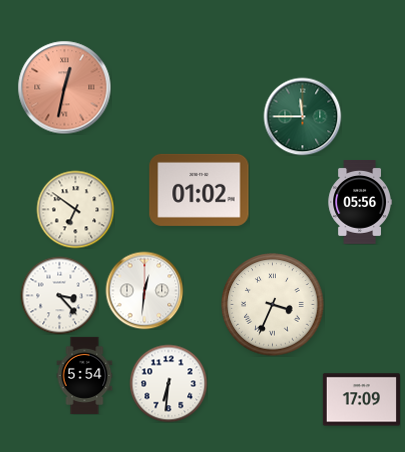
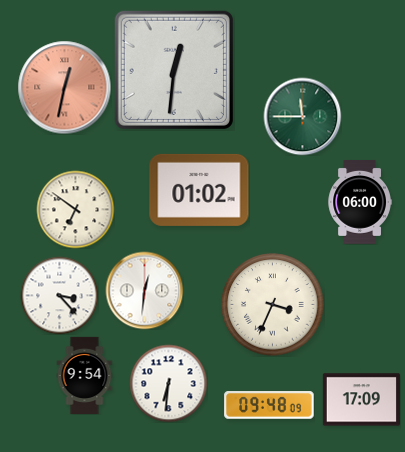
clock at (174, 70): none -> 12:31
clock at (360, 203): 05:56 -> 06:00
clock at (85, 375): 5:54 -> 9:54
clock at (269, 405): none -> 09:48
